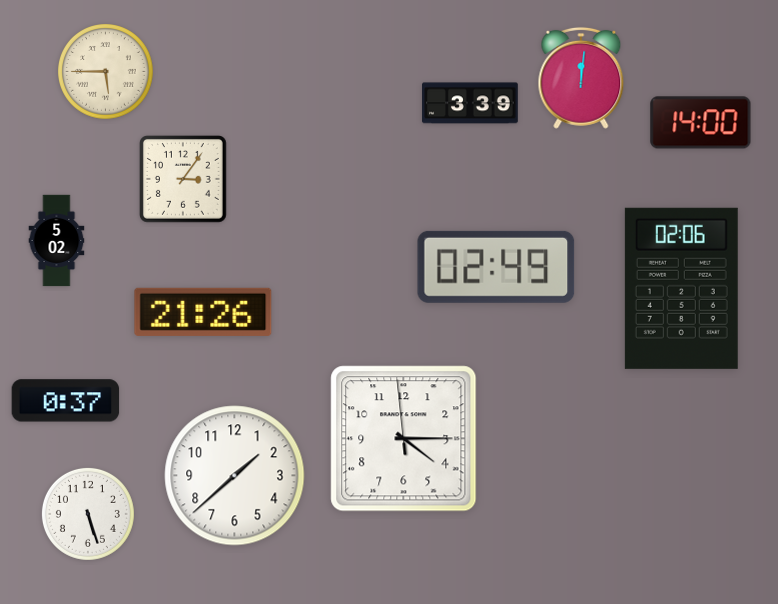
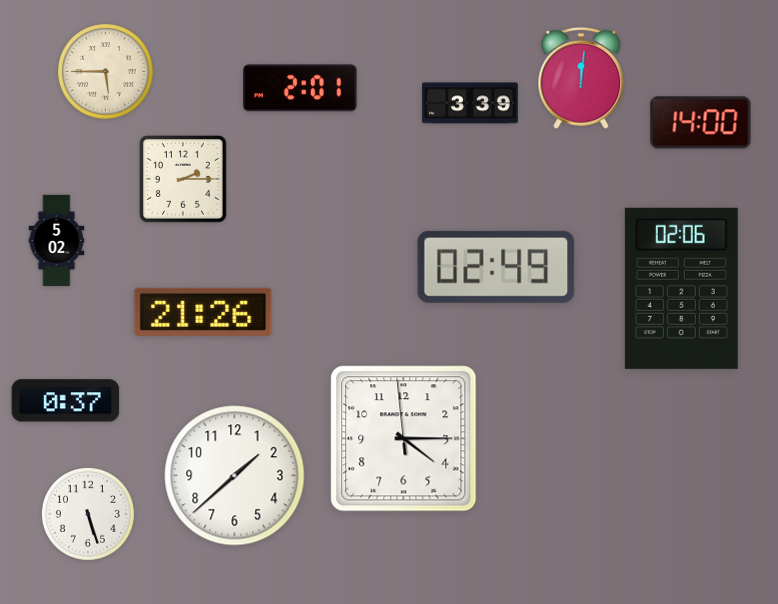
clock at (301, 88): none -> 2:01
clock at (184, 180): 3:06 -> 2:15
